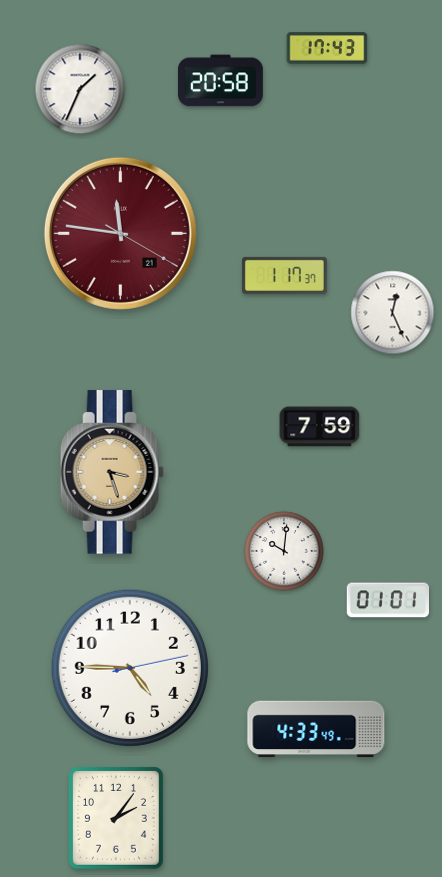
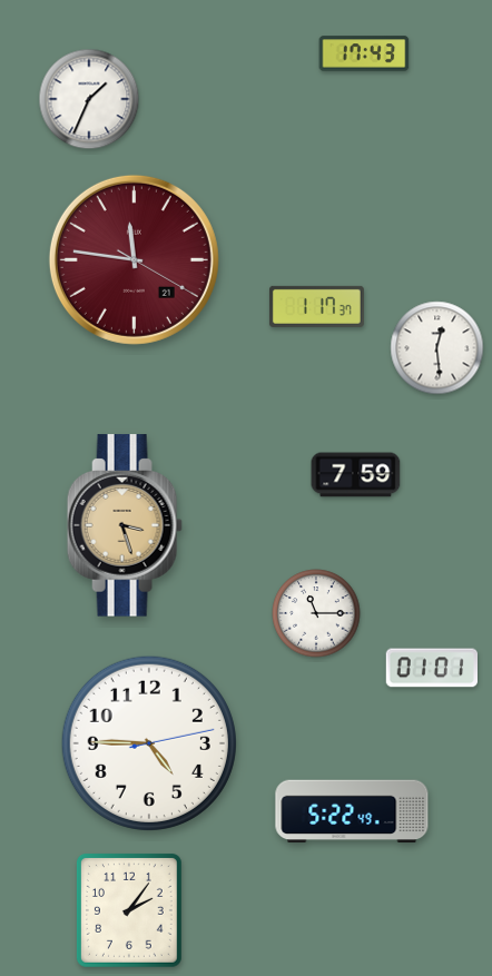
clock at (220, 81): 20:58 -> none
clock at (393, 313): 12:26 -> 12:29
clock at (284, 551): 10:01 -> 11:15
clock at (130, 668) position: (130, 668) -> (149, 743)
clock at (316, 729): 4:33 -> 5:22
